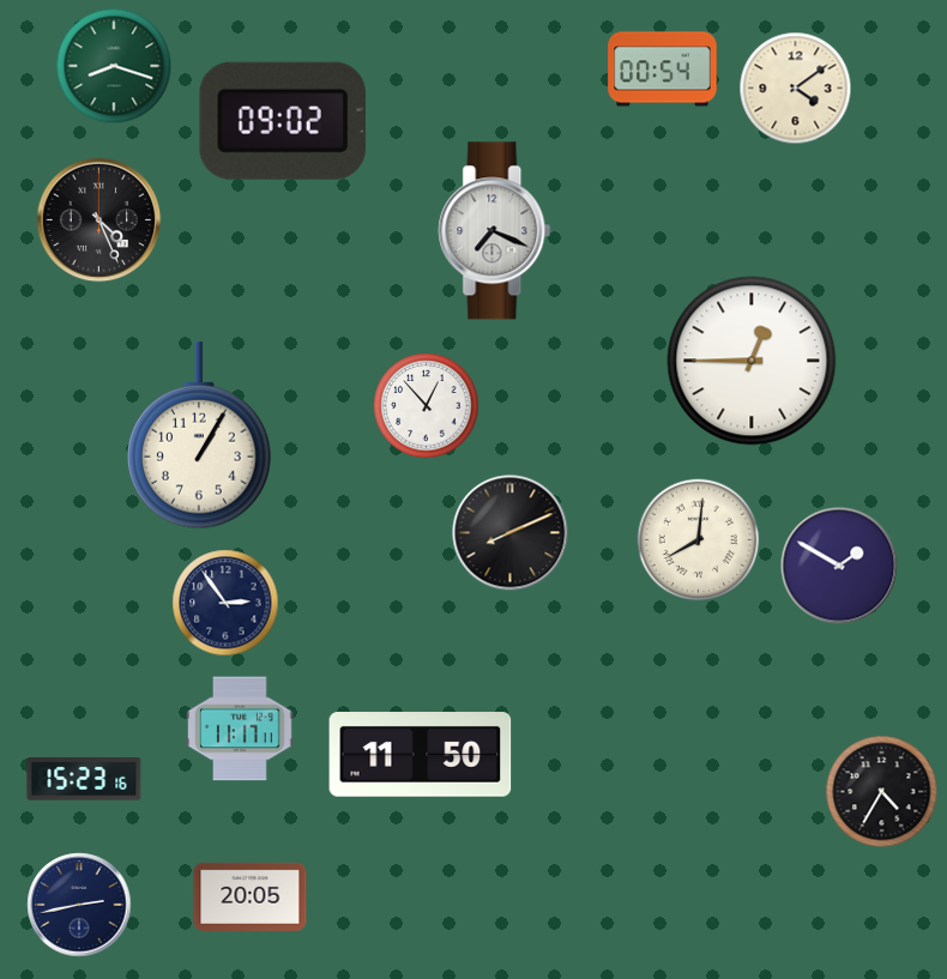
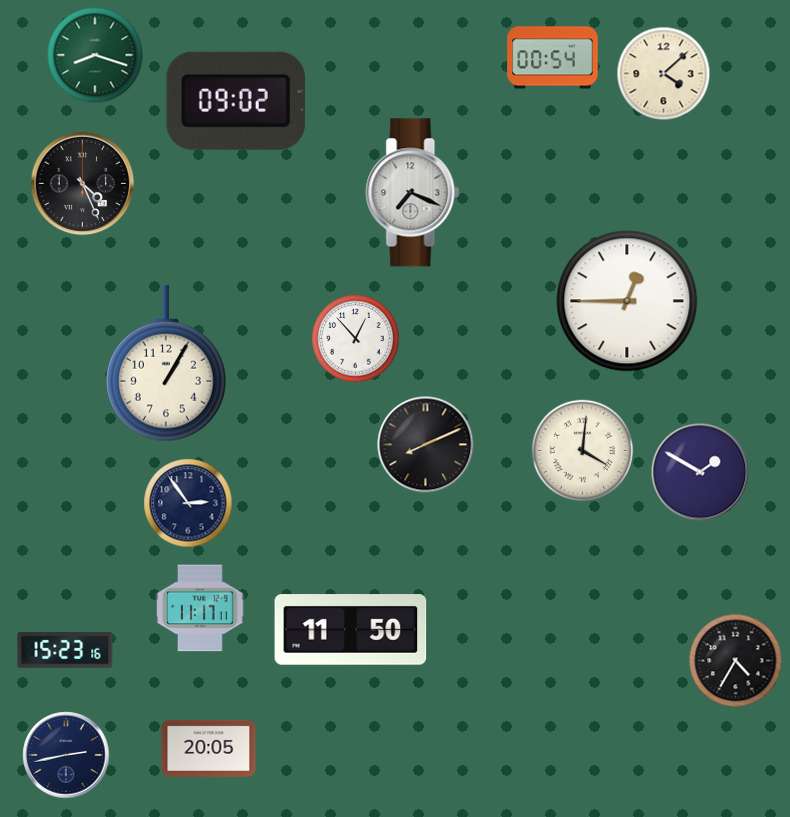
clock at (796, 89): 4:09 -> 4:08
clock at (699, 540): 8:01 -> 4:01
clock at (84, 779) position: (84, 779) -> (65, 650)
